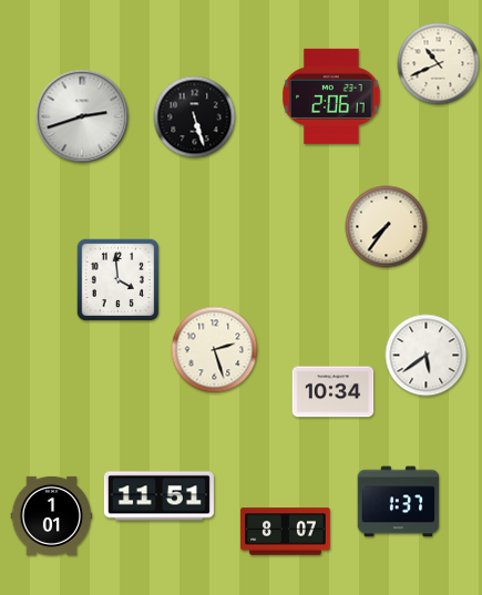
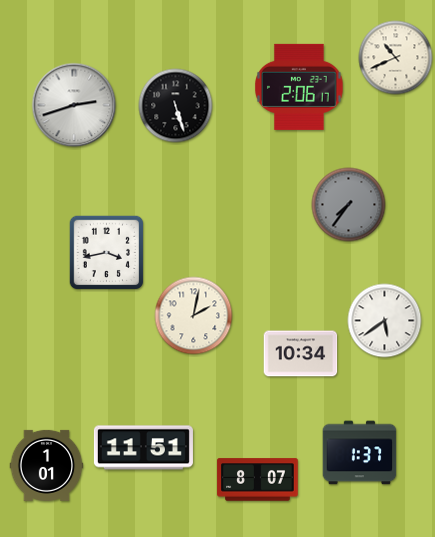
clock at (387, 227) dial: cream -> grey
clock at (119, 280): 3:59 -> 3:43
clock at (215, 350): 2:27 -> 2:02
